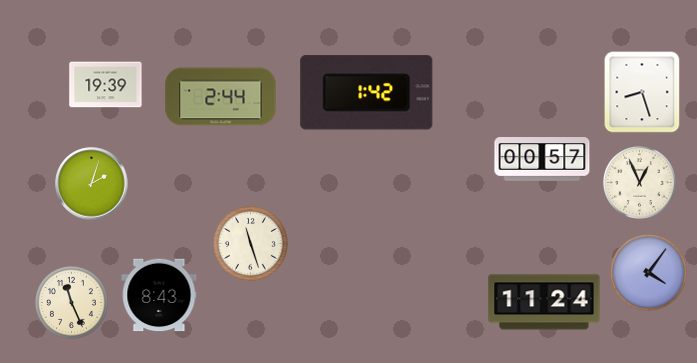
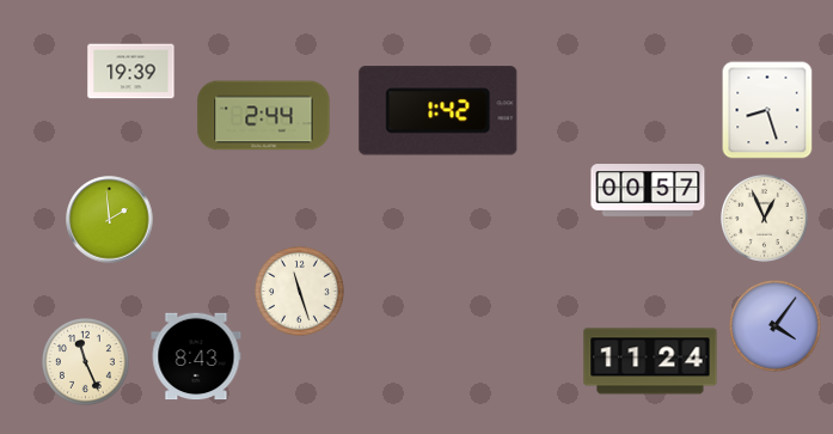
clock at (106, 85) position: (106, 85) -> (131, 72)
clock at (92, 184): 2:03 -> 1:59
clock at (159, 295) position: (159, 295) -> (196, 356)
